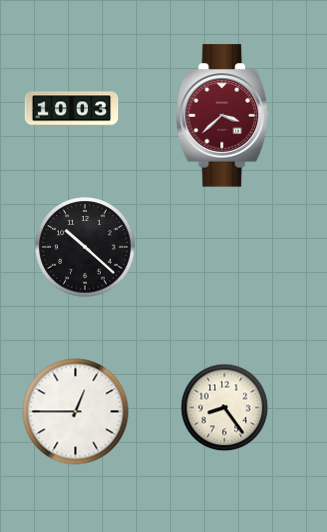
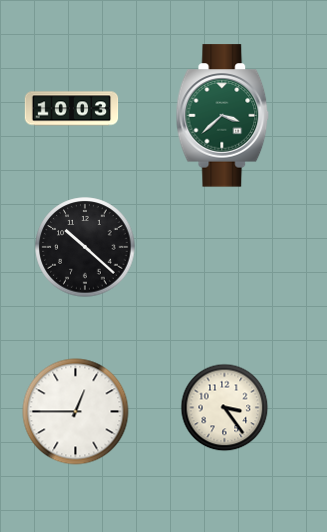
clock at (223, 116) dial: burgundy -> green
clock at (225, 408): 8:24 -> 3:24
